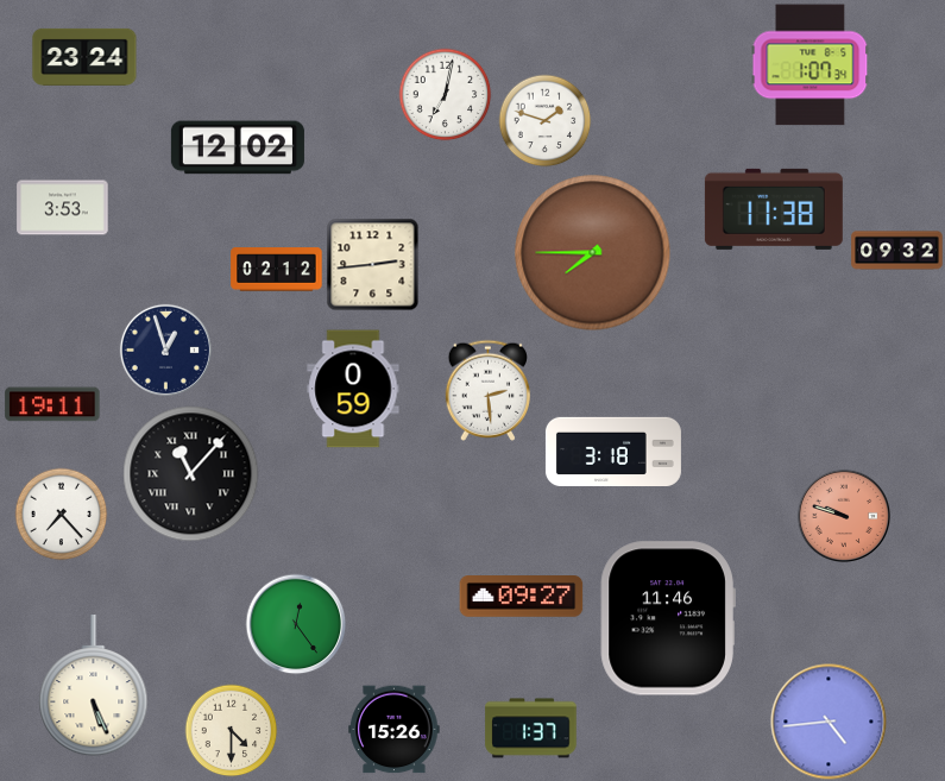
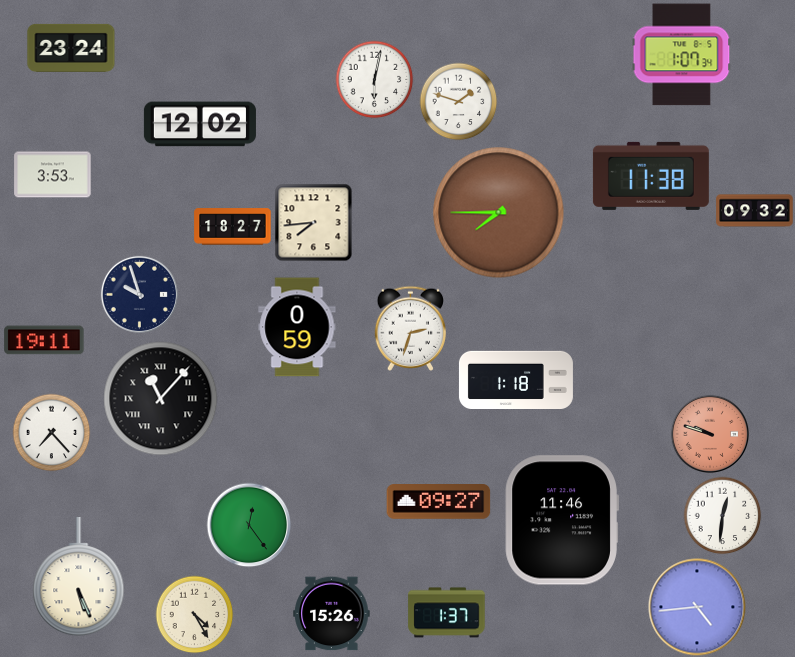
clock at (445, 94): 7:02 -> 6:02
clock at (372, 264): 2:44 -> 7:44
clock at (277, 270): 02:12 -> 18:27
clock at (165, 349): 12:57 -> 9:57
clock at (489, 390): 2:29 -> 2:33
clock at (613, 451): 3:18 -> 1:18
clock at (722, 515): none -> 12:31
clock at (231, 730): 4:30 -> 4:25
